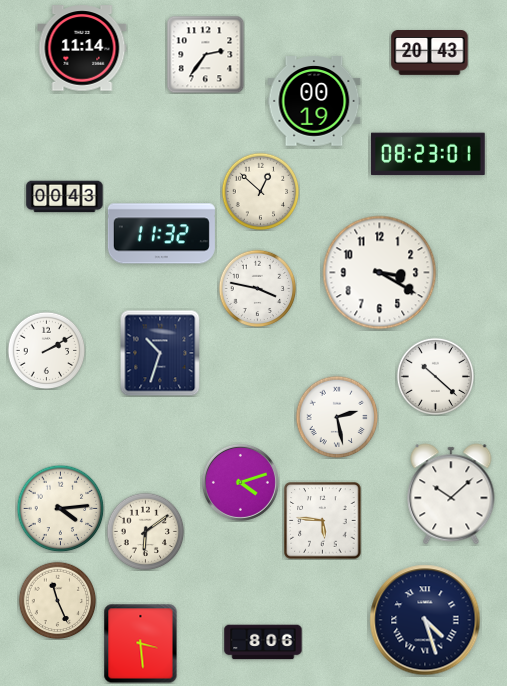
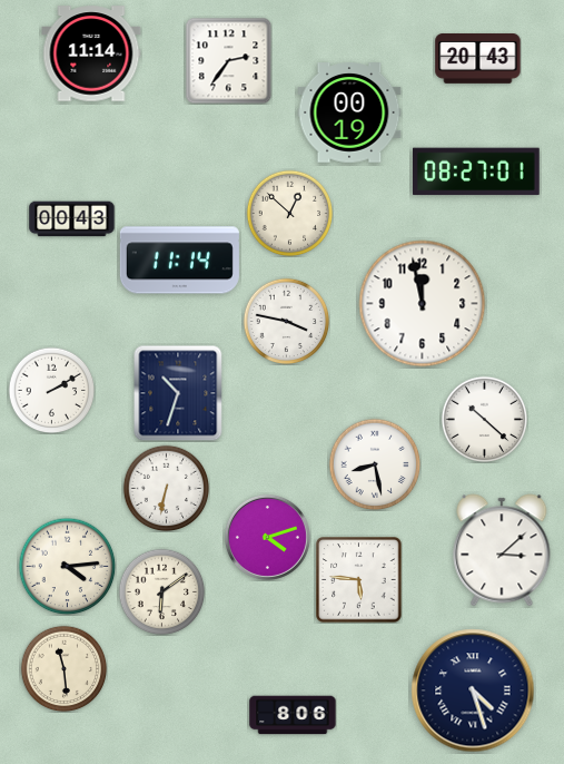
clock at (429, 154): 08:23 -> 08:27
clock at (161, 234): 11:32 -> 11:14
clock at (380, 273): 3:20 -> 11:58
clock at (337, 417): 2:28 -> 8:28
clock at (166, 488): none -> 6:32
clock at (451, 494): 10:08 -> 3:08
clock at (57, 600): 11:26 -> 11:29
clock at (141, 643): 3:29 -> none
